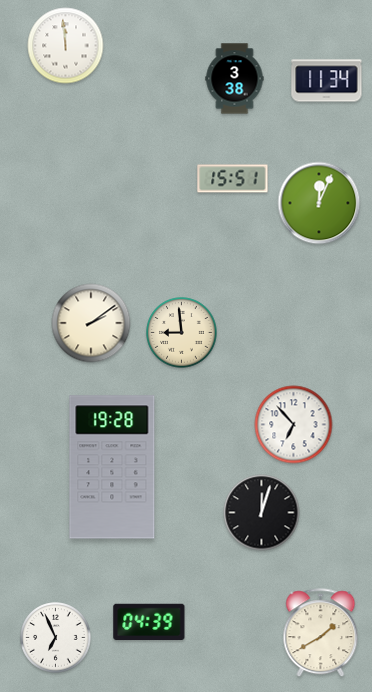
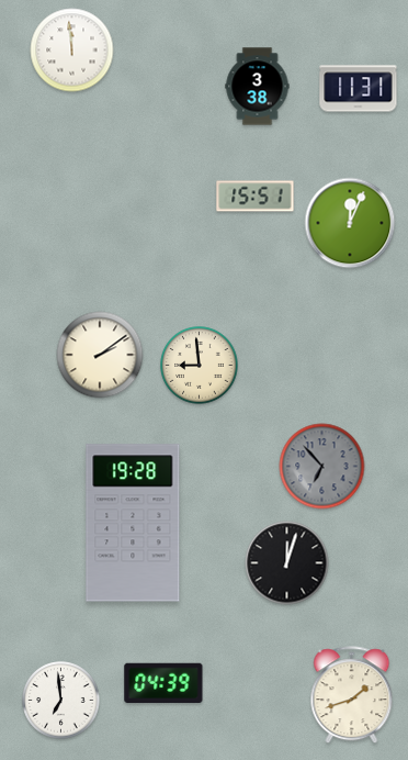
clock at (327, 81): 11:34 -> 11:31
clock at (294, 425) dial: white -> grey
clock at (112, 467) position: (112, 467) -> (133, 523)
clock at (321, 633): 1:40 -> 1:42
clock at (56, 638): 6:56 -> 6:59
